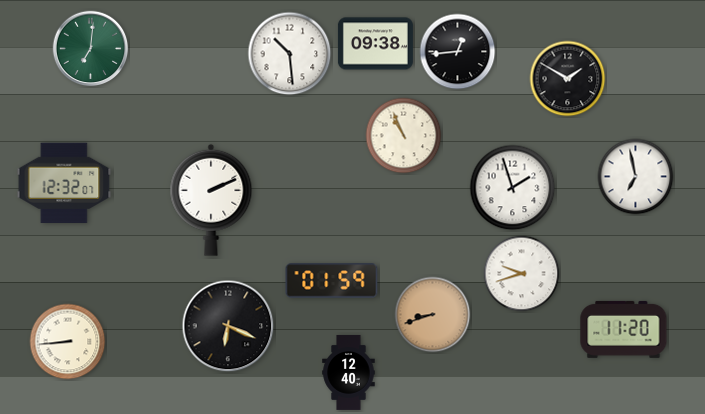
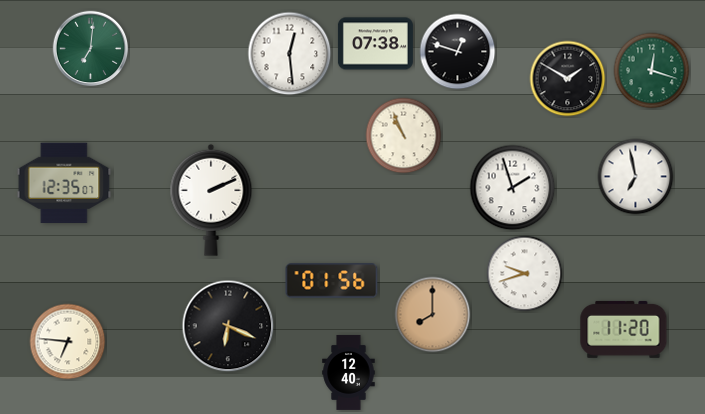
clock at (375, 44): 09:38 -> 07:38
clock at (458, 52): 12:44 -> 12:48
clock at (290, 54): 10:29 -> 12:29
clock at (652, 71): none -> 12:18
clock at (64, 183): 12:32 -> 12:35
clock at (522, 274) position: (522, 274) -> (525, 274)
clock at (332, 281): 01:59 -> 01:56
clock at (433, 315): 8:42 -> 8:00
clock at (68, 342): 8:44 -> 6:46
